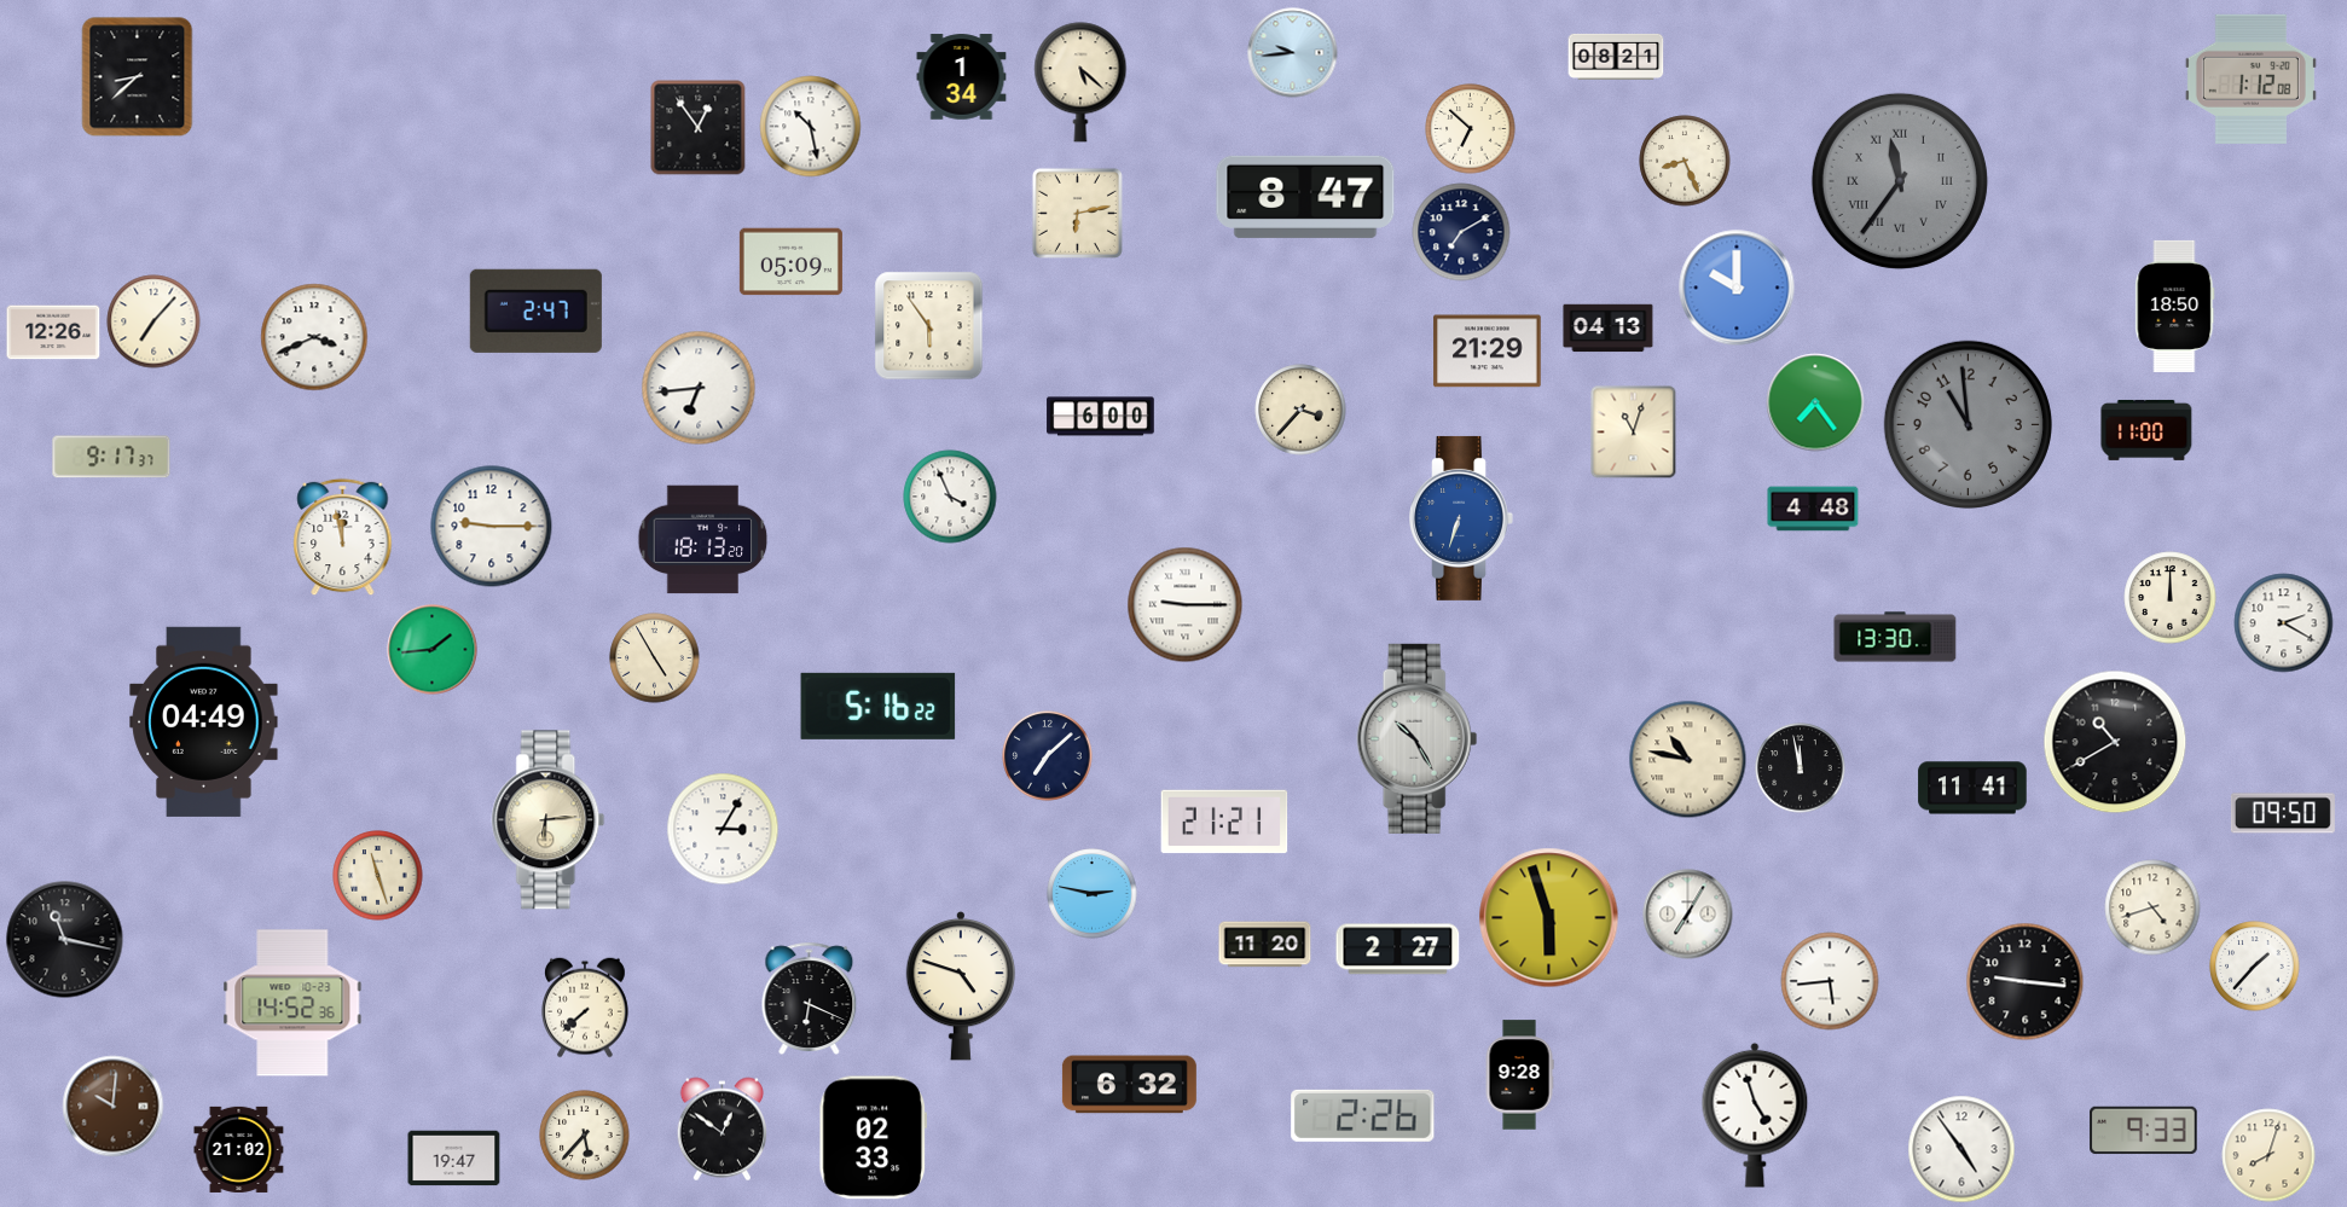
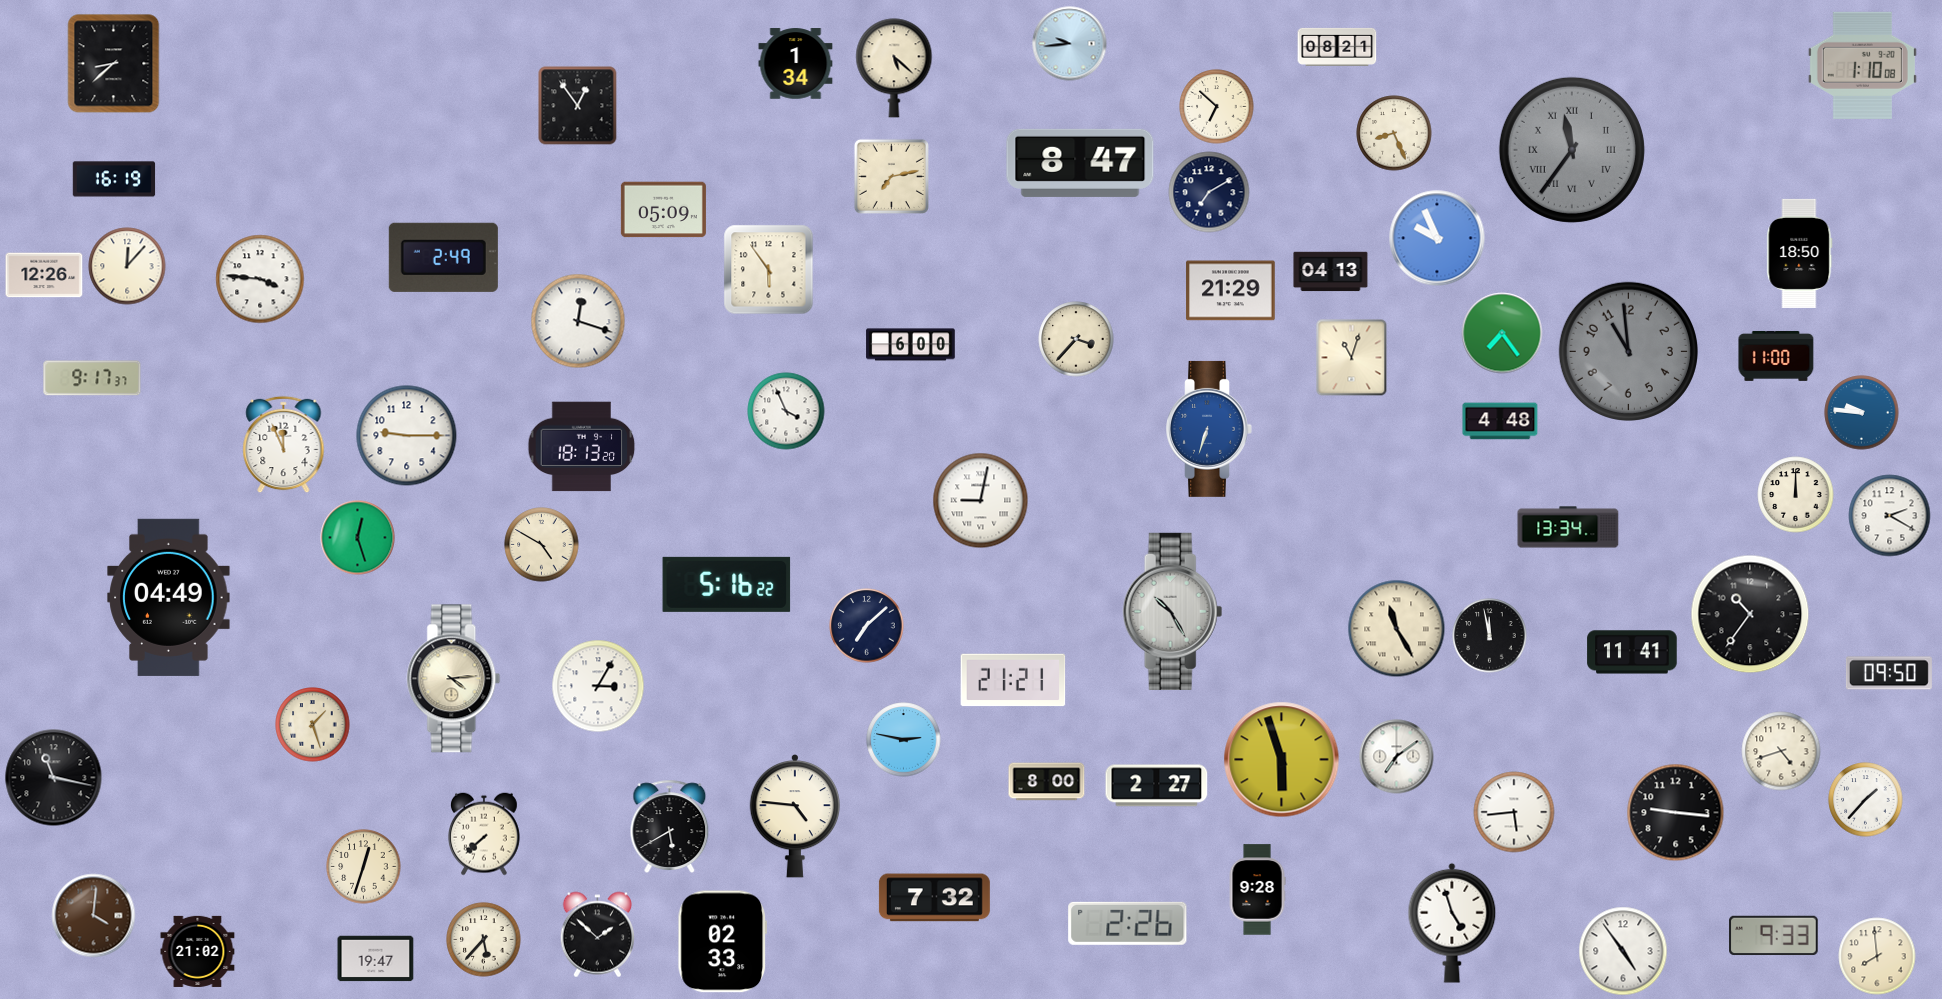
clock at (2250, 79): 1:12 -> 1:10
clock at (811, 127): 10:28 -> none
clock at (1077, 213): 6:13 -> 7:13
clock at (114, 179): none -> 16:19
clock at (790, 262) position: (790, 262) -> (663, 210)
clock at (1737, 288): 10:00 -> 9:56
clock at (535, 311): 2:47 -> 2:49
clock at (153, 321): 7:07 -> 12:07
clock at (314, 337): 3:41 -> 3:46
clock at (699, 388): 6:44 -> 12:18
clock at (1862, 413): none -> 9:46
clock at (343, 538): 11:58 -> 11:56
clock at (1186, 605): 9:15 -> 9:02
clock at (1895, 637): 13:30 -> 13:34
clock at (433, 650): 1:44 -> 12:27
clock at (655, 658): 4:55 -> 4:50
clock at (2115, 742): 10:40 -> 10:36
clock at (1688, 760): 10:47 -> 11:25
clock at (549, 820): 6:14 -> 4:14
clock at (378, 876): 11:27 -> 1:27
clock at (1688, 915): 7:05 -> 7:09
clock at (1265, 945): 11:20 -> 8:00
clock at (961, 986): 4:48 -> 4:46
clock at (810, 998): 6:19 -> 5:40
clock at (292, 1003): 14:52 -> none
clock at (364, 867): none -> 12:33
clock at (1129, 1085): 6:32 -> 7:32
clock at (114, 1107): 10:01 -> 4:01
clock at (722, 1130): 12:51 -> 1:52
clock at (2268, 1155): 8:03 -> 7:59
